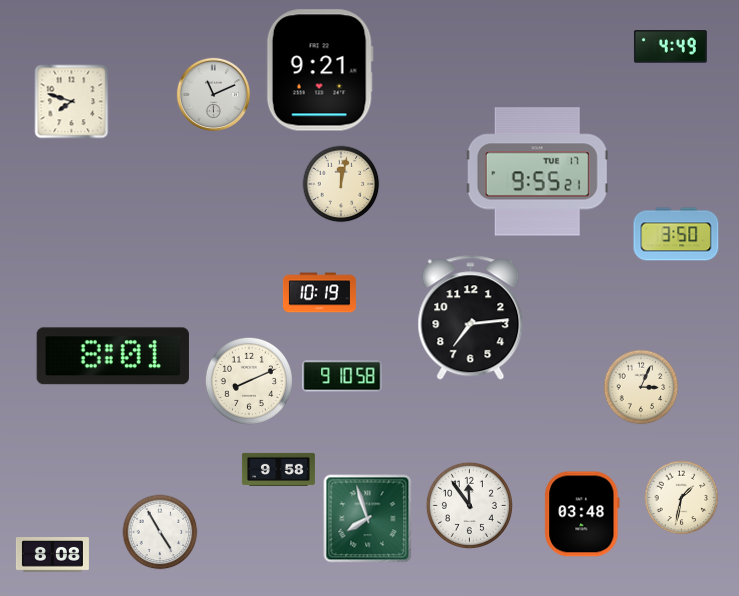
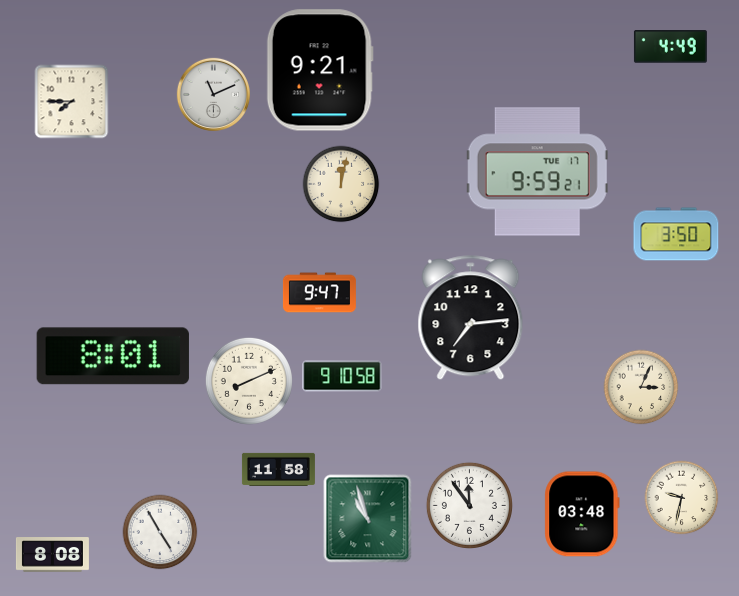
clock at (72, 102): 7:48 -> 7:45
clock at (537, 172): 9:55 -> 9:59
clock at (319, 293): 10:19 -> 9:47
clock at (278, 469): 9:58 -> 11:58
clock at (682, 498): 1:32 -> 9:32
clock at (368, 519): 7:57 -> 10:57
